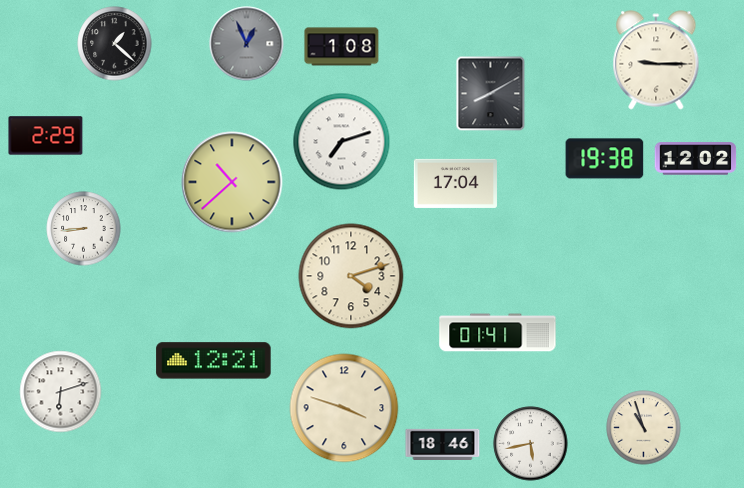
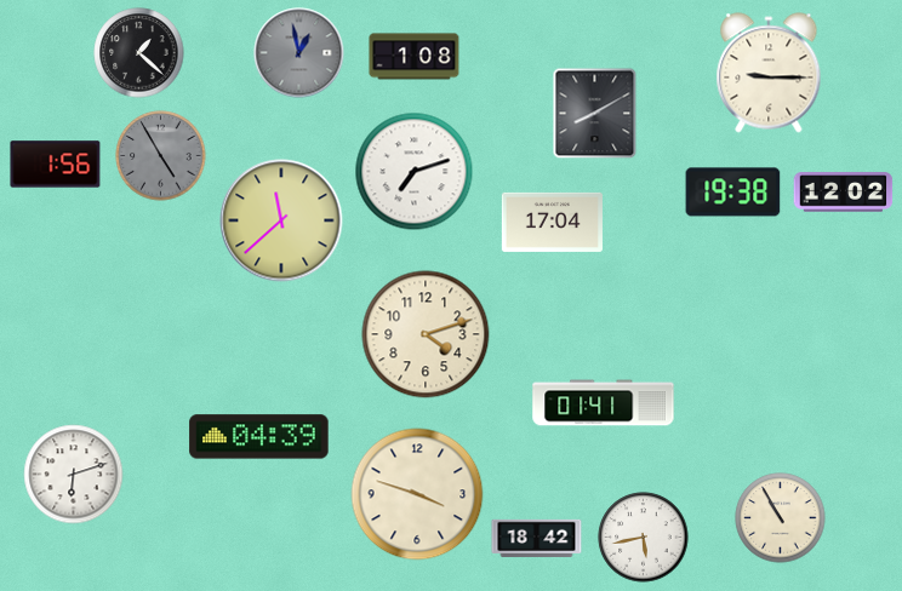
clock at (247, 44): 12:56 -> 12:58
clock at (656, 60) position: (656, 60) -> (769, 73)
clock at (161, 156): none -> 4:55
clock at (46, 136): 2:29 -> 1:56
clock at (232, 182): 10:38 -> 11:38
clock at (84, 229): 8:44 -> none
clock at (214, 361): 12:21 -> 04:39
clock at (644, 428): 10:57 -> 10:55
clock at (443, 444): 18:46 -> 18:42
